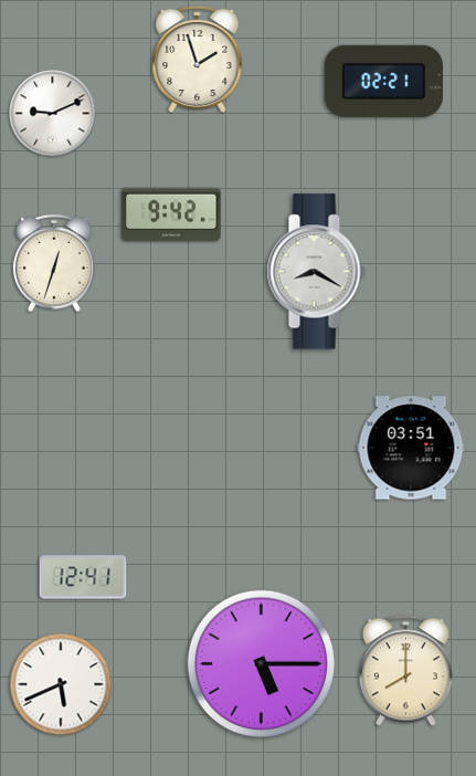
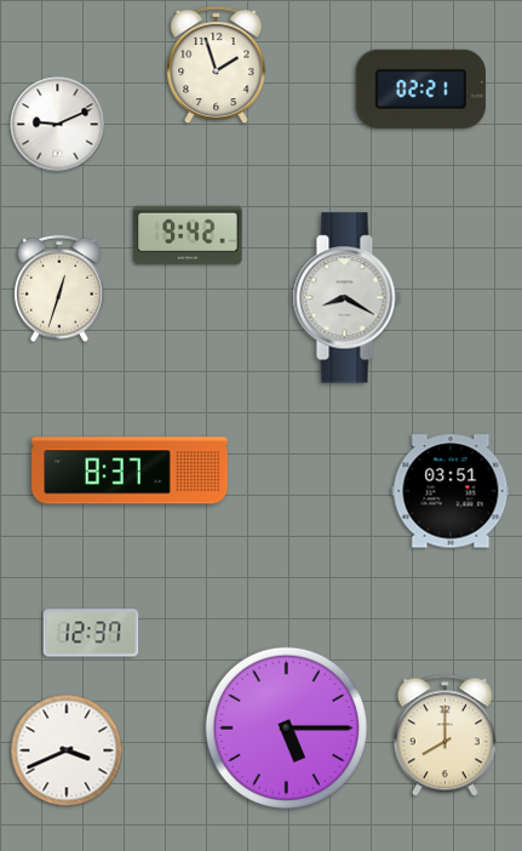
clock at (130, 470): none -> 8:37
clock at (83, 577): 12:41 -> 12:37
clock at (61, 684): 5:41 -> 3:41
